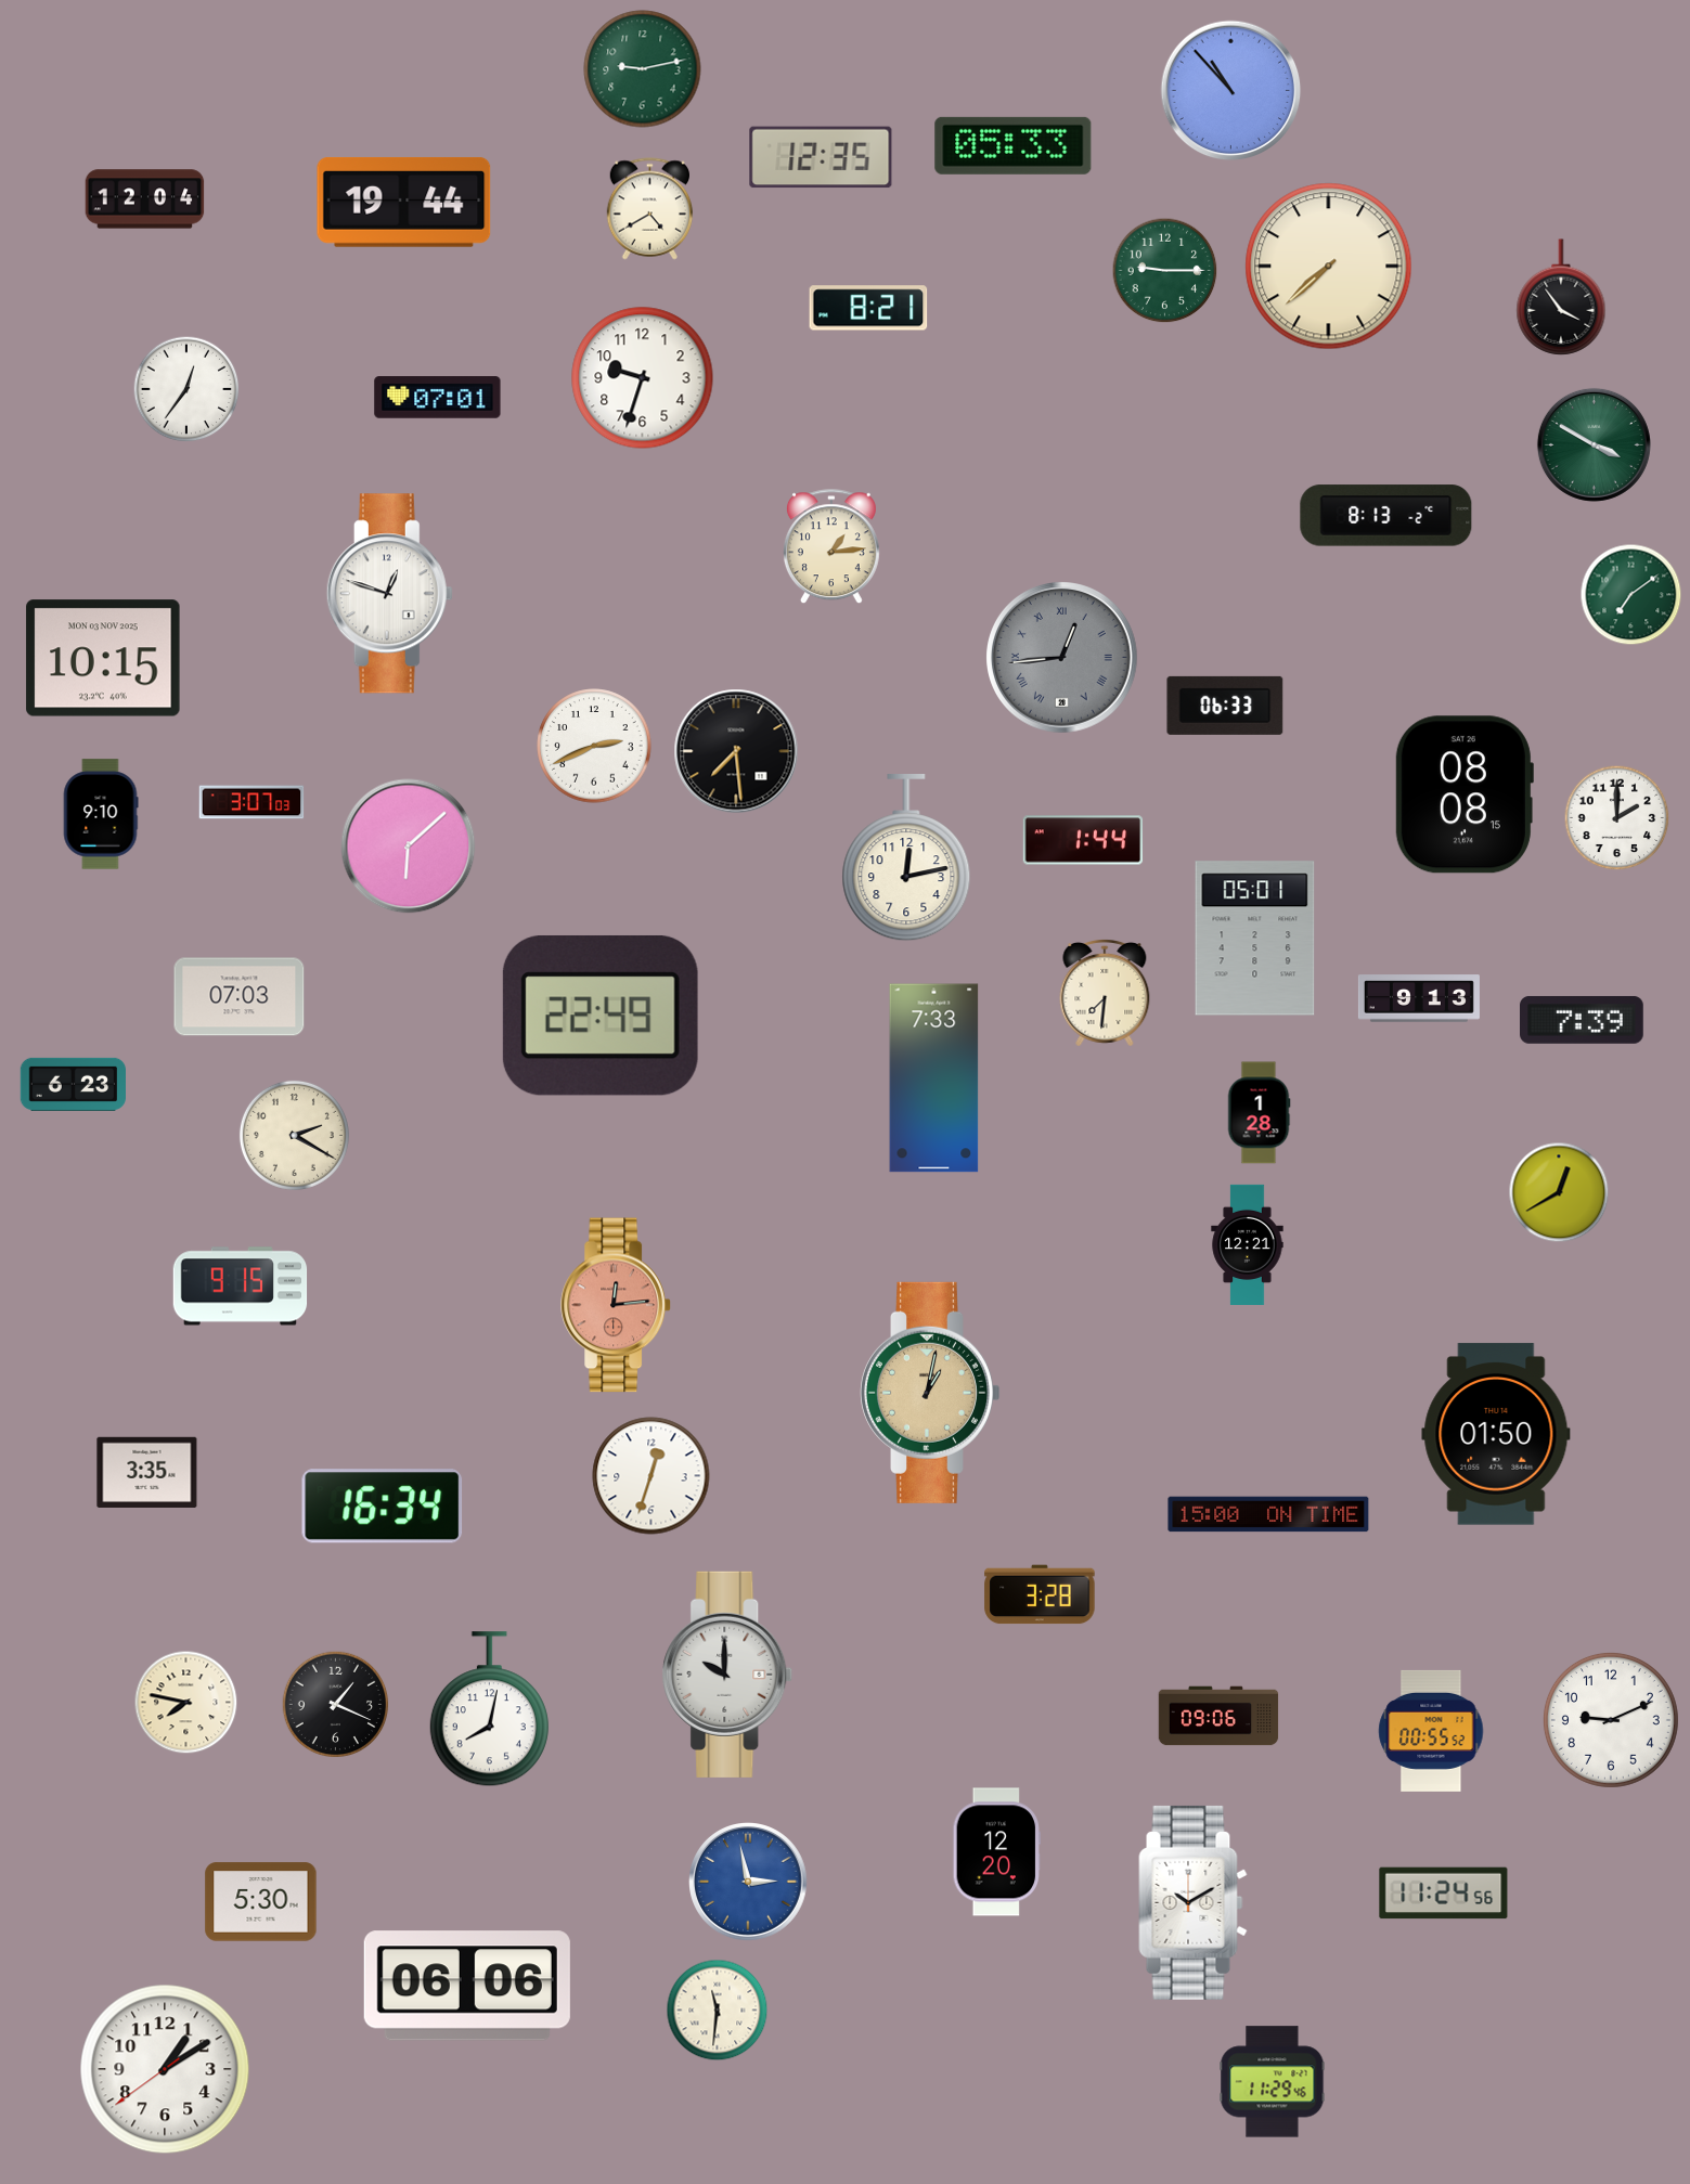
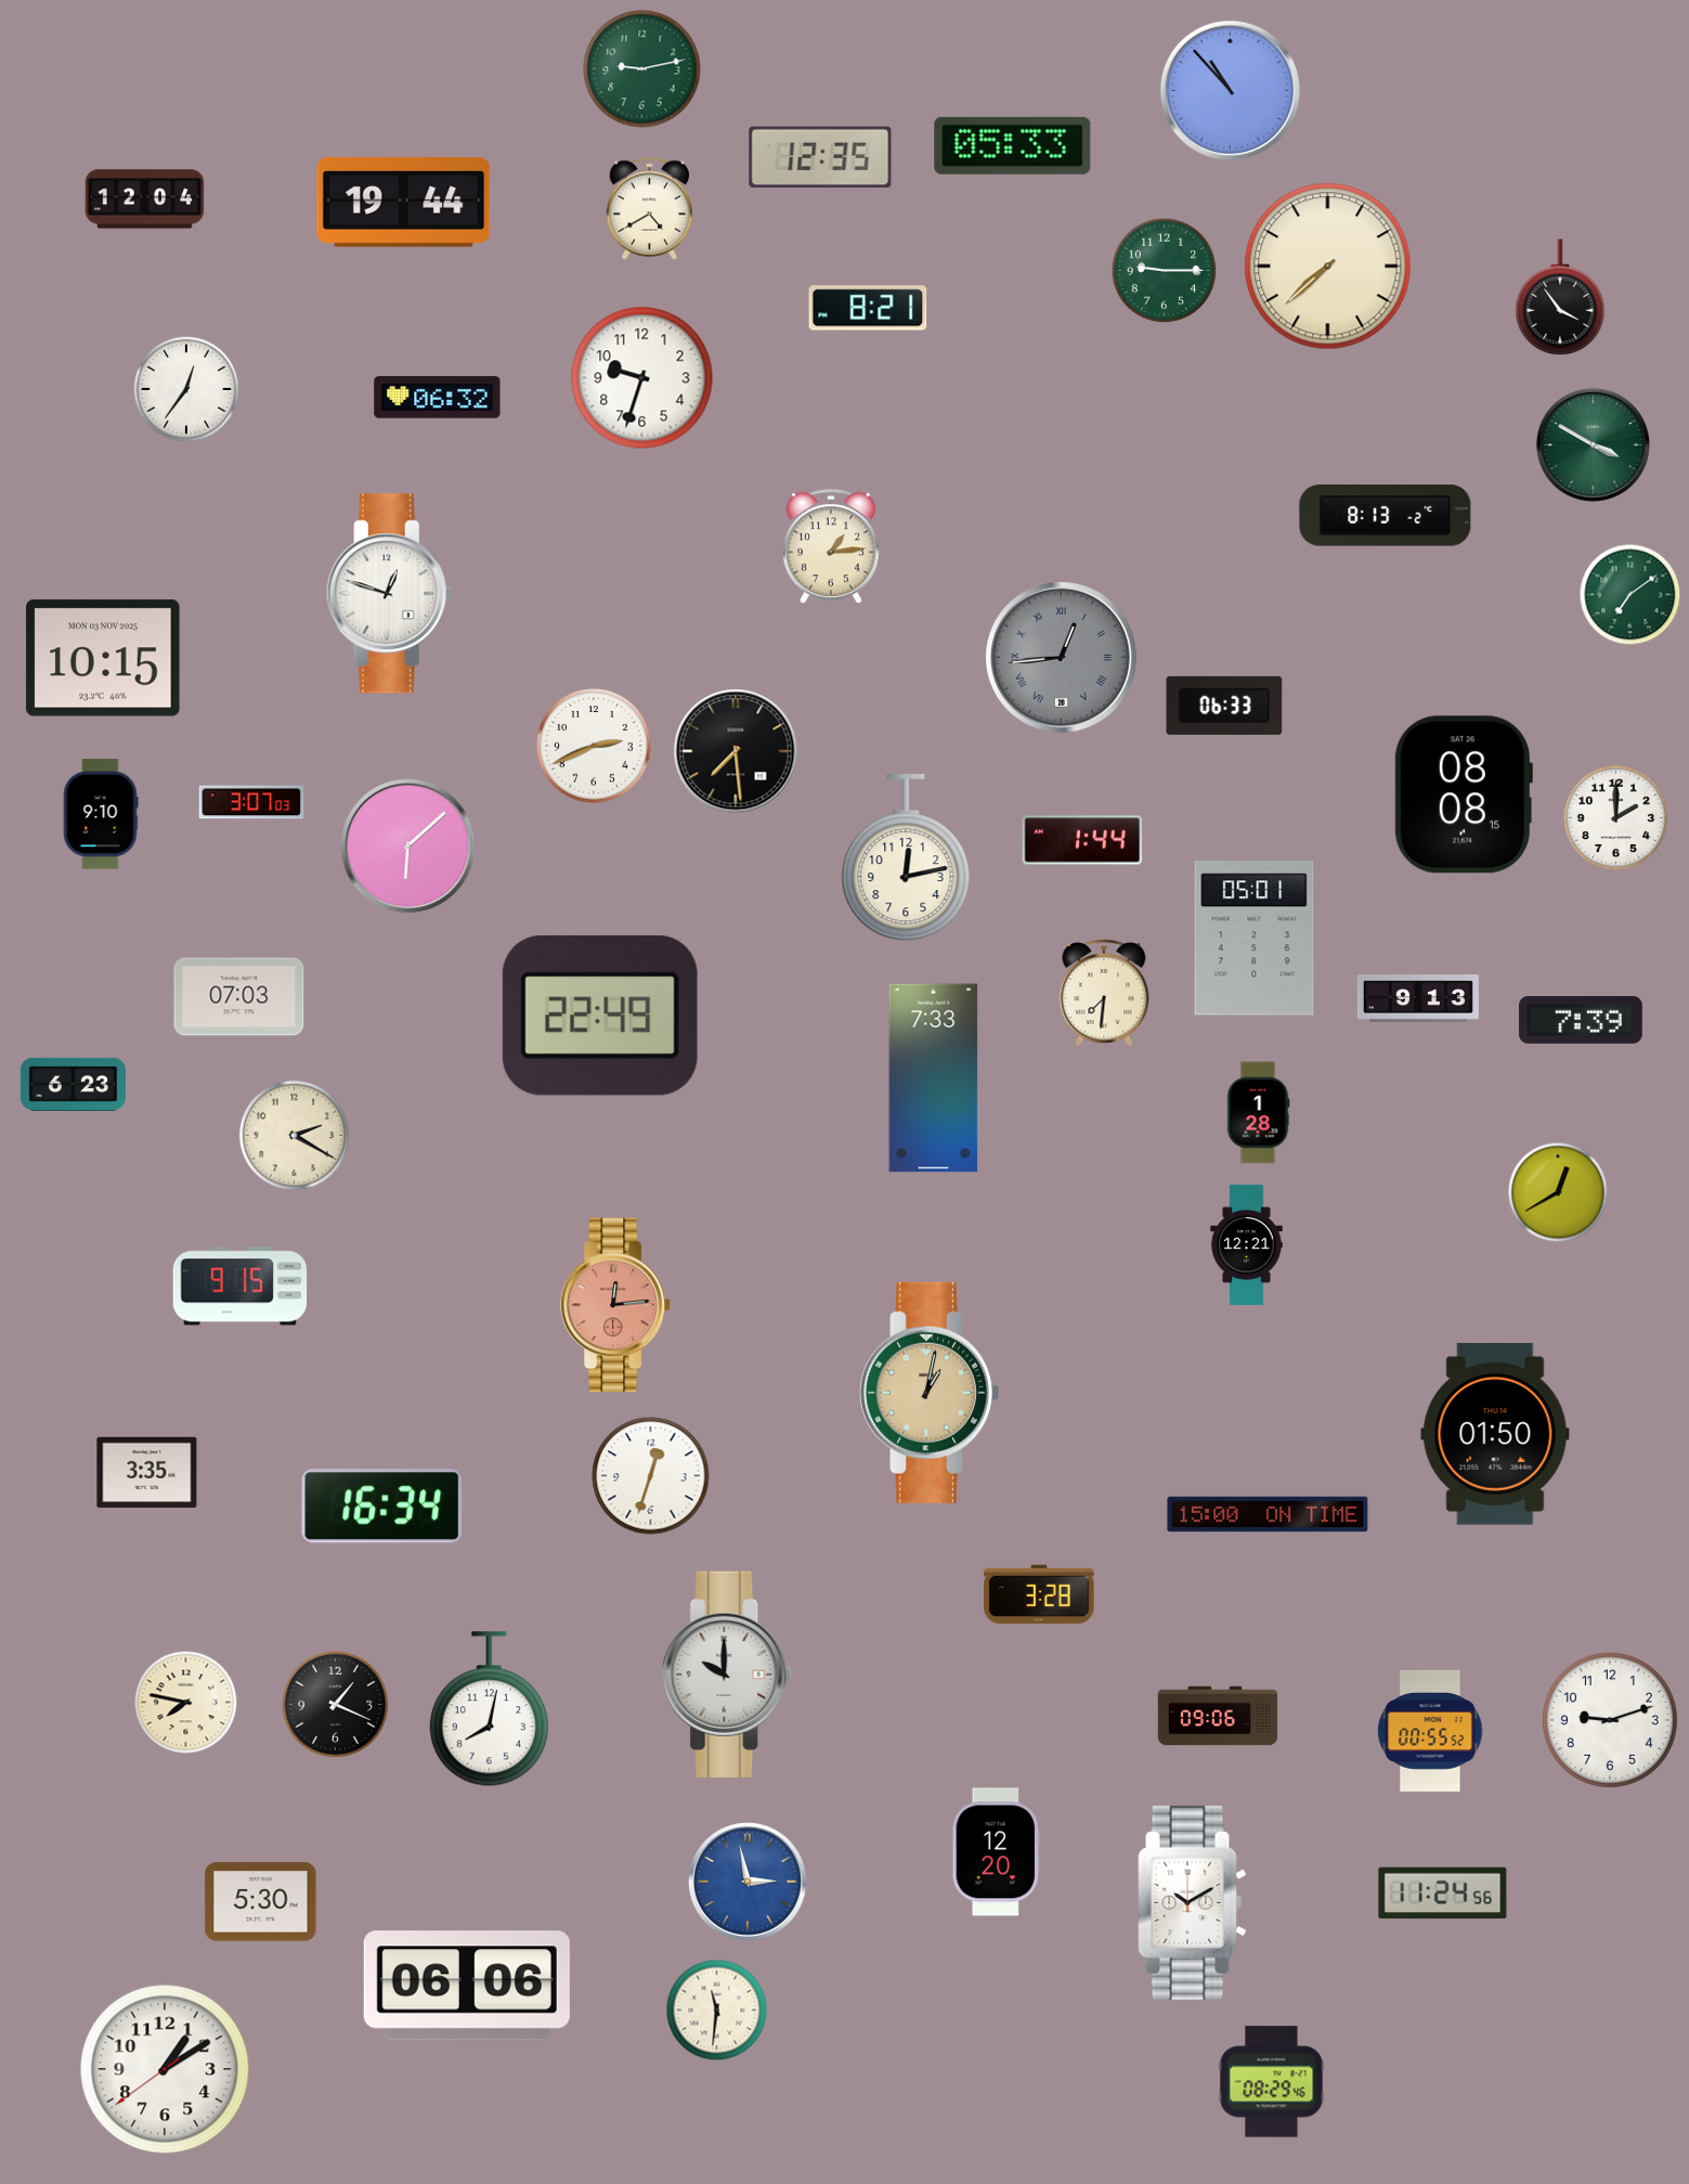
clock at (438, 398): 07:01 -> 06:32
clock at (1611, 1720): 9:11 -> 9:12
clock at (1273, 2082): 11:29 -> 08:29
